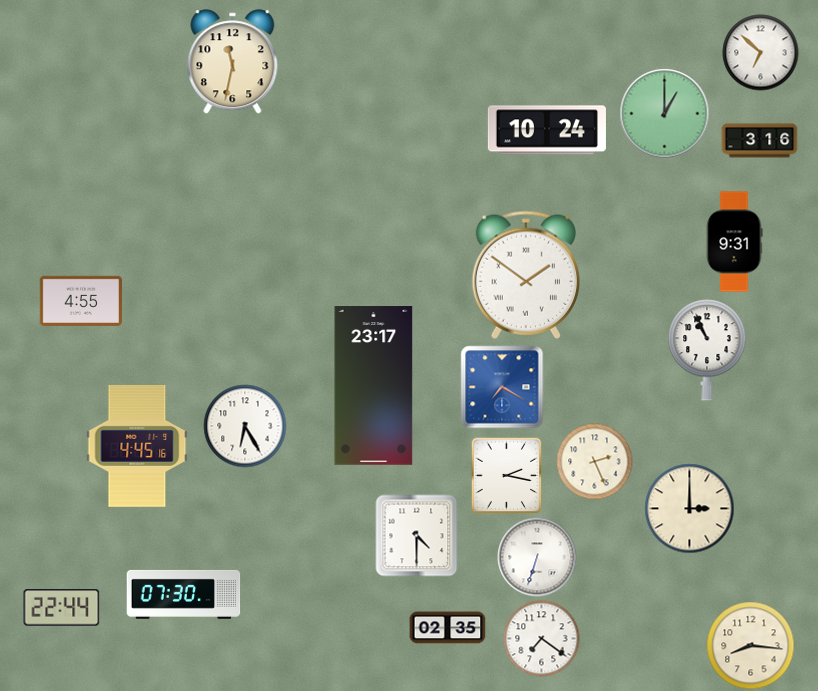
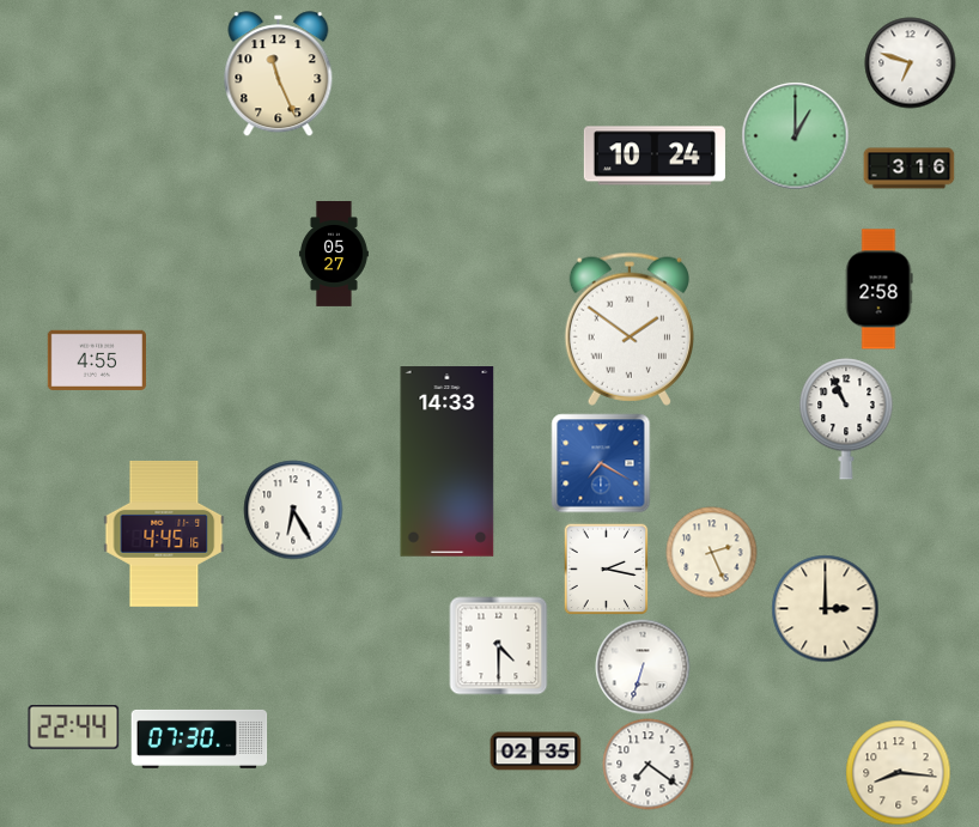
clock at (761, 53): 6:52 -> 6:48
clock at (233, 62): 11:32 -> 11:26
clock at (334, 255): none -> 05:27
clock at (734, 242): 9:31 -> 2:58
clock at (374, 386): 23:17 -> 14:33
clock at (417, 536) position: (417, 536) -> (499, 646)
clock at (184, 594) position: (184, 594) -> (200, 738)
